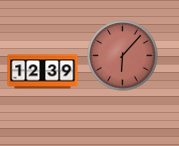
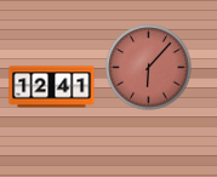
clock at (43, 72): 12:39 -> 12:41
